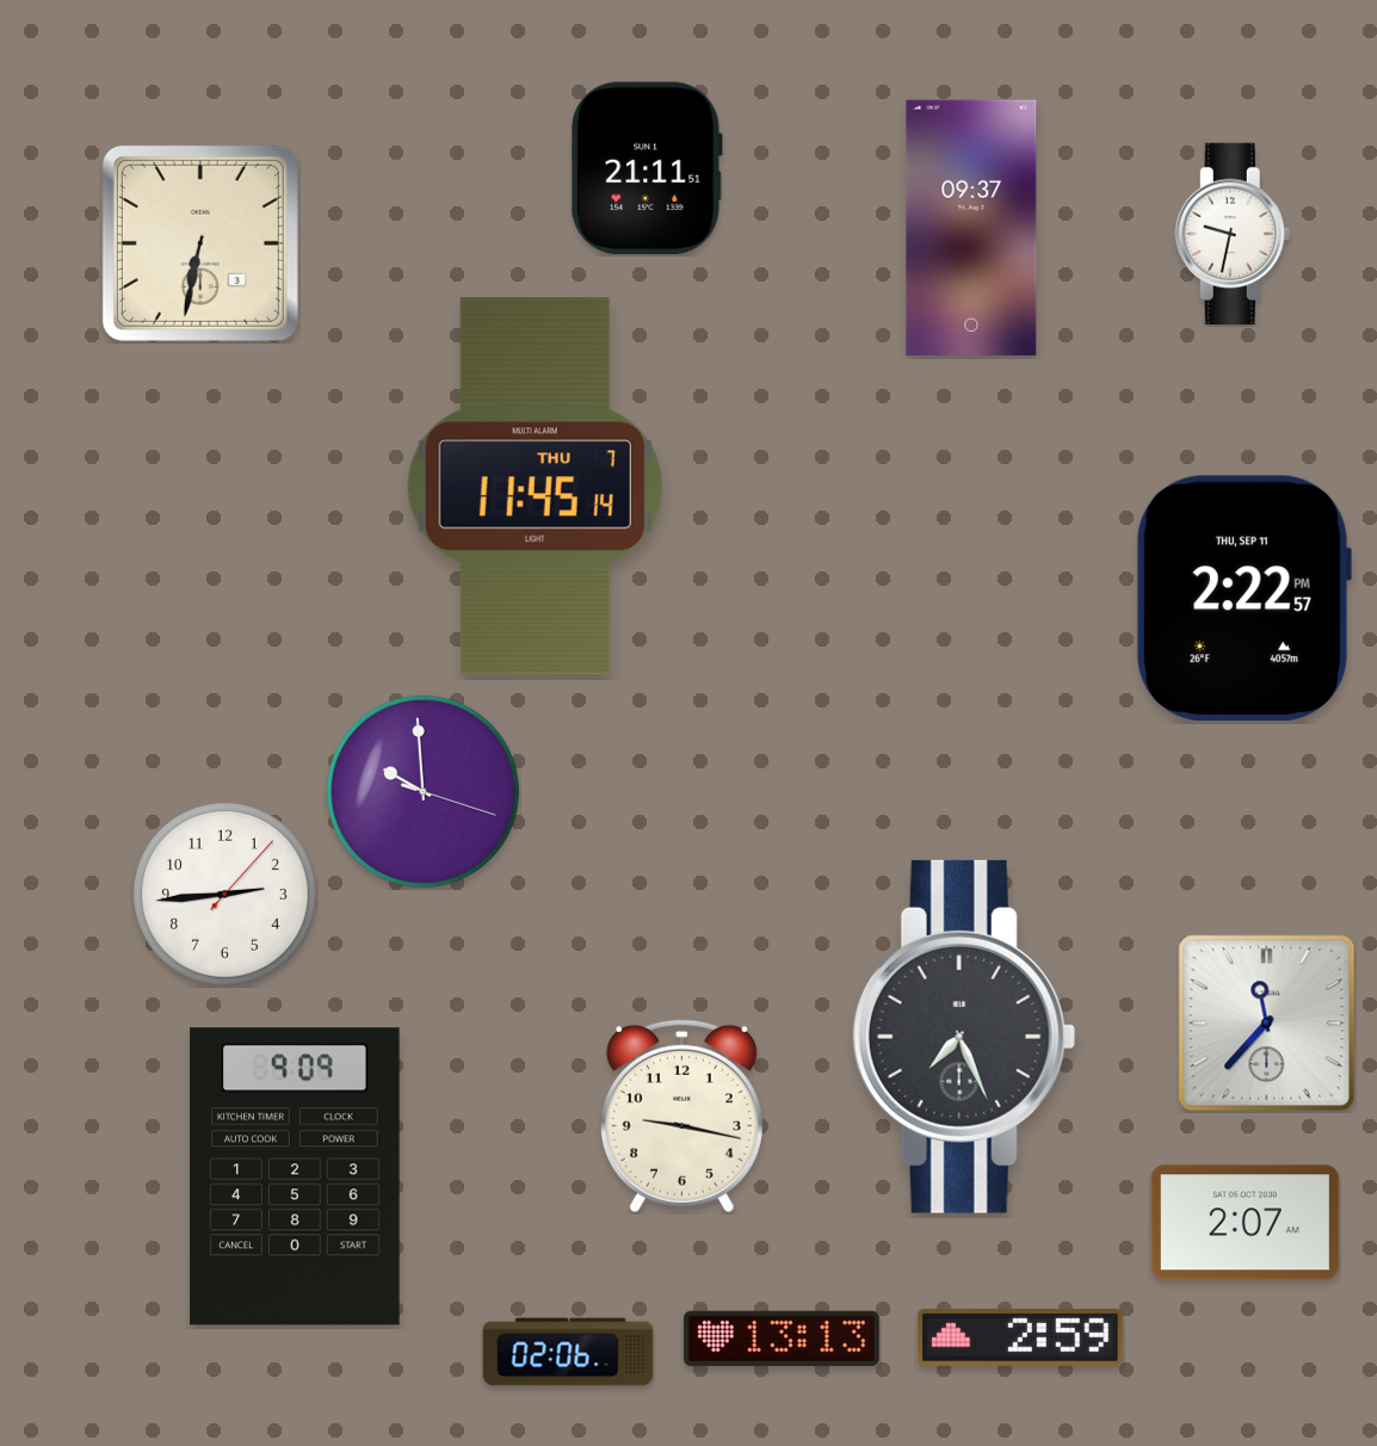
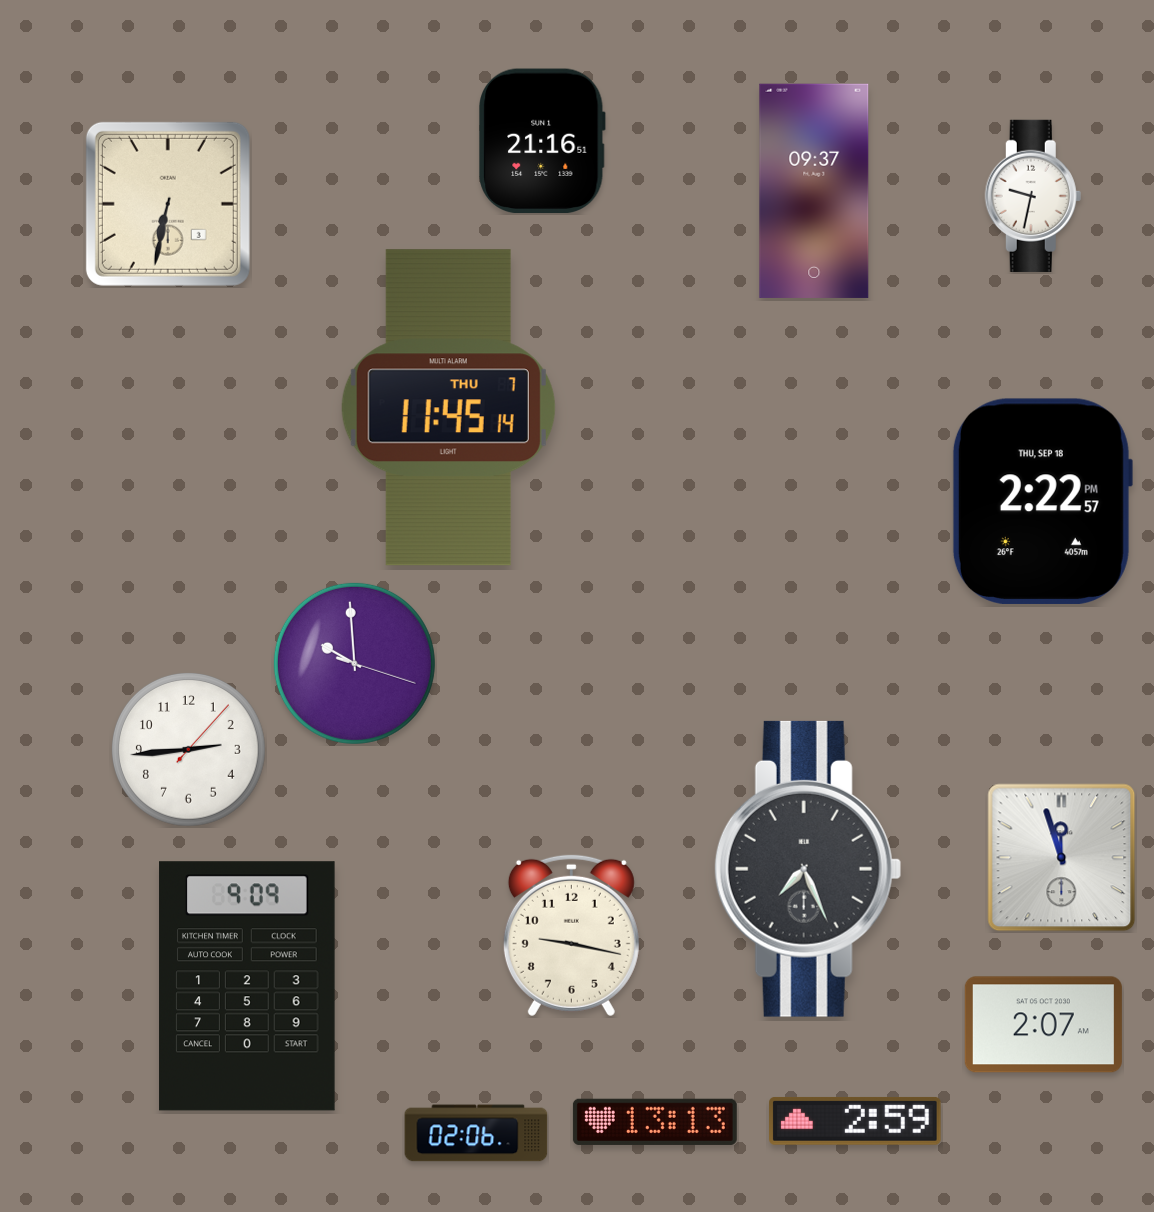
clock at (647, 168): 21:11 -> 21:16
clock at (1243, 598) date: THU, SEP 11 -> THU, SEP 18
clock at (1267, 1024): 11:37 -> 11:57
